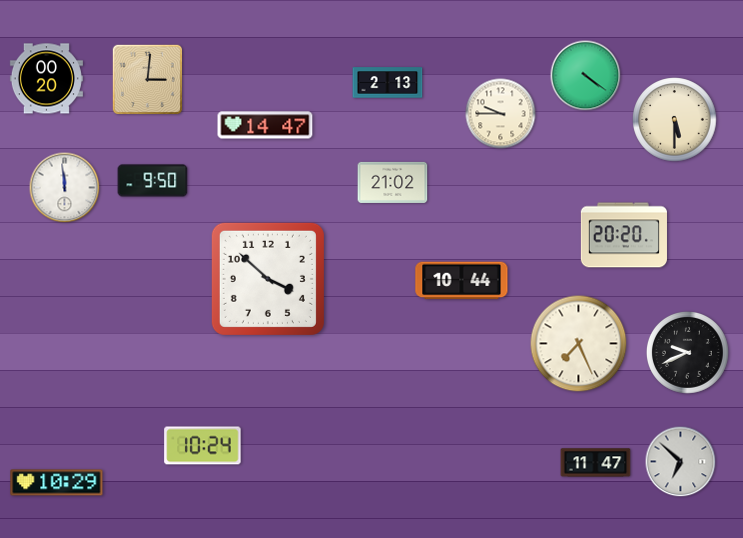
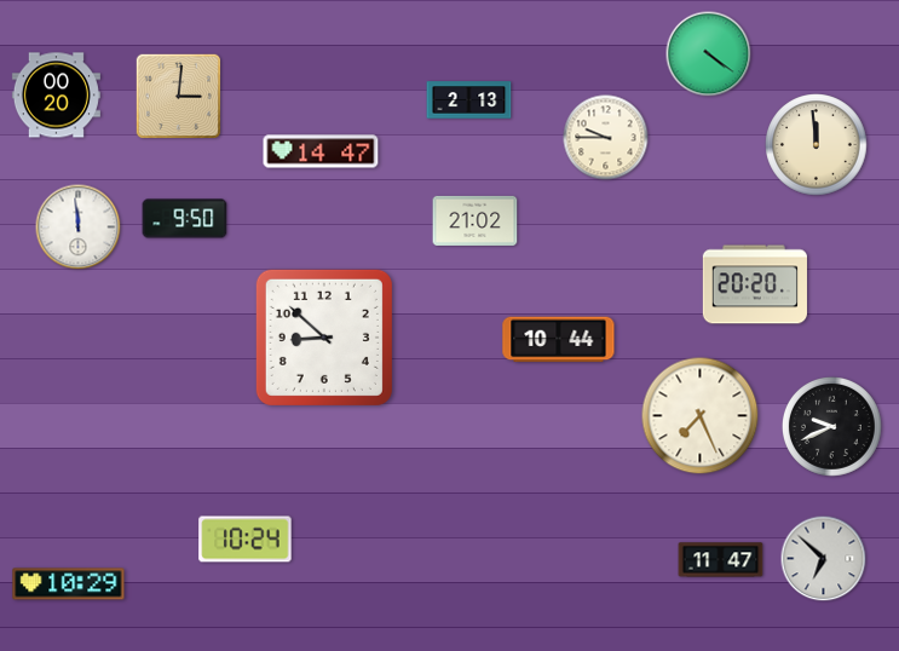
clock at (586, 76) position: (586, 76) -> (709, 54)
clock at (675, 120): 5:30 -> 11:59
clock at (268, 279): 3:52 -> 8:52
